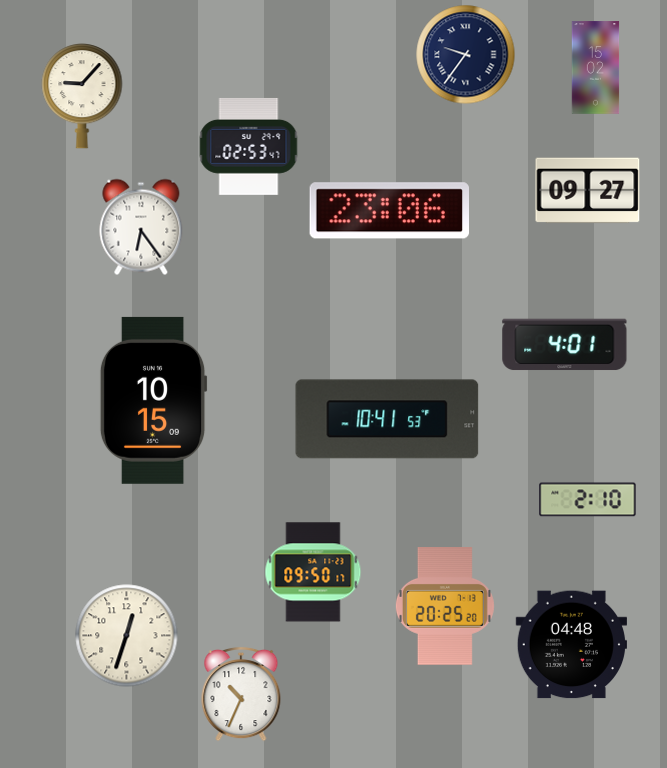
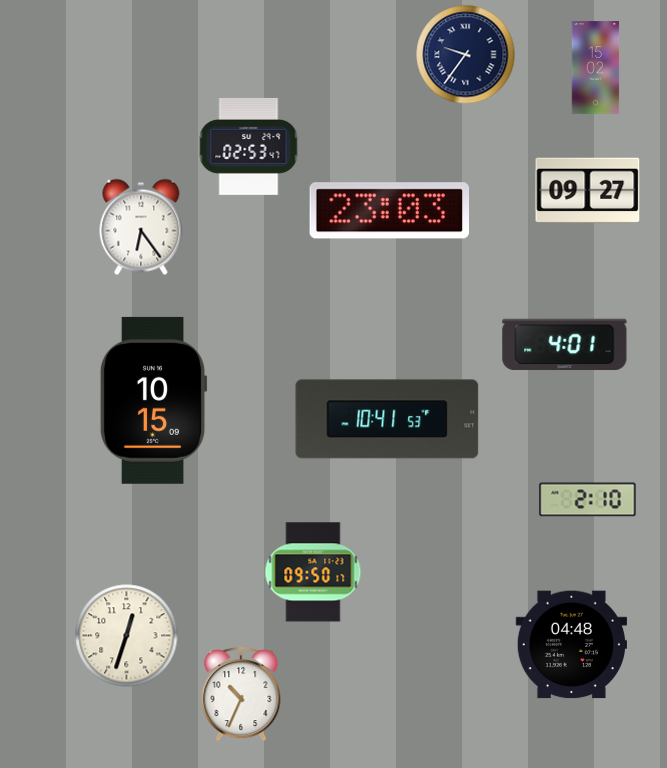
clock at (82, 97): 9:07 -> none
clock at (390, 211): 23:06 -> 23:03
clock at (445, 606): 20:25 -> none
